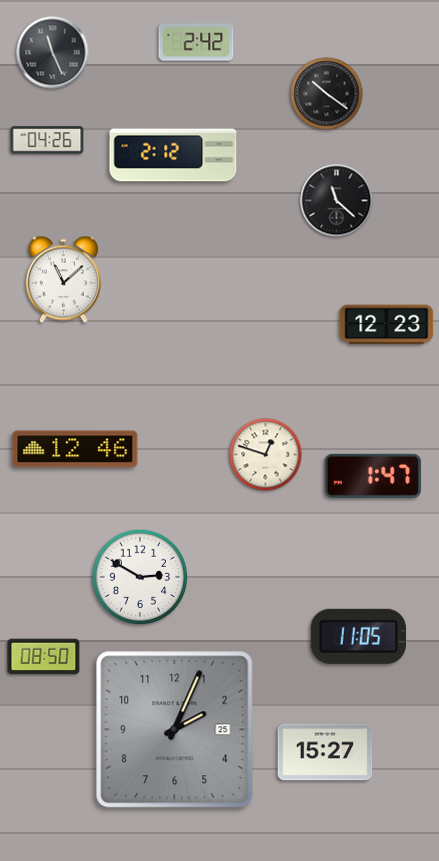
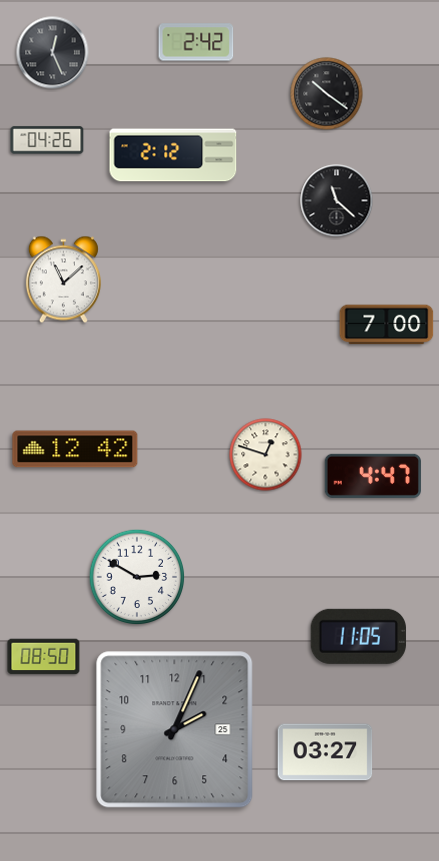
clock at (53, 53): 11:26 -> 12:26
clock at (387, 325): 12:23 -> 7:00
clock at (75, 449): 12:46 -> 12:42
clock at (373, 476): 1:47 -> 4:47
clock at (140, 577) position: (140, 577) -> (137, 577)
clock at (325, 752): 15:27 -> 03:27
